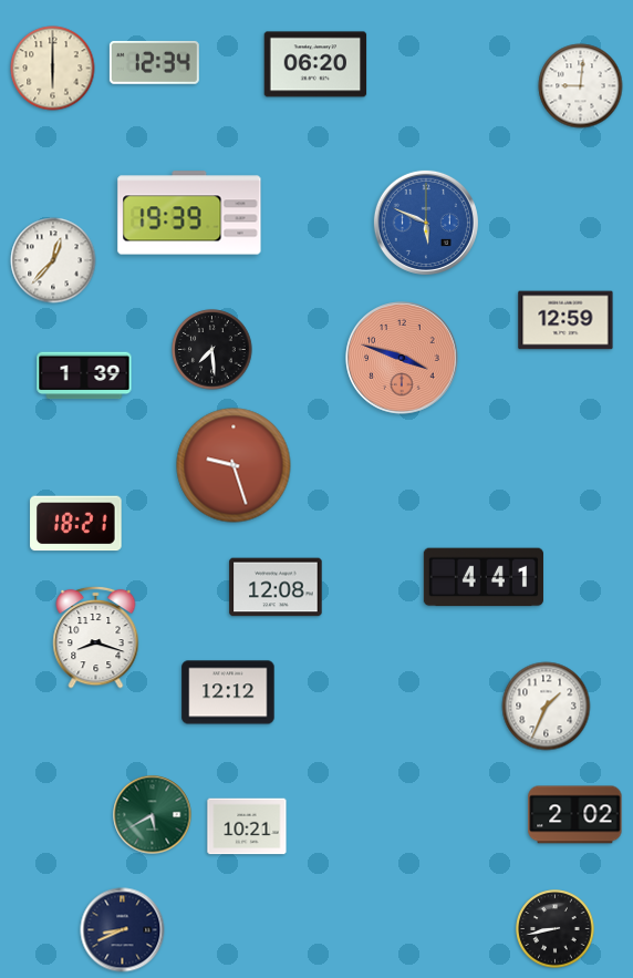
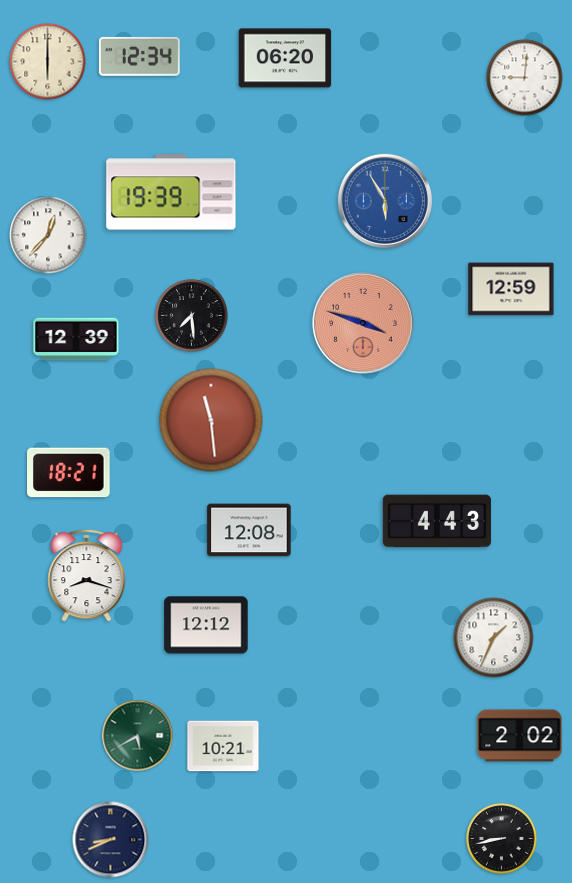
clock at (426, 223): 5:49 -> 5:55
clock at (84, 375): 1:39 -> 12:39
clock at (234, 465): 9:27 -> 11:29
clock at (484, 577): 4:41 -> 4:43
